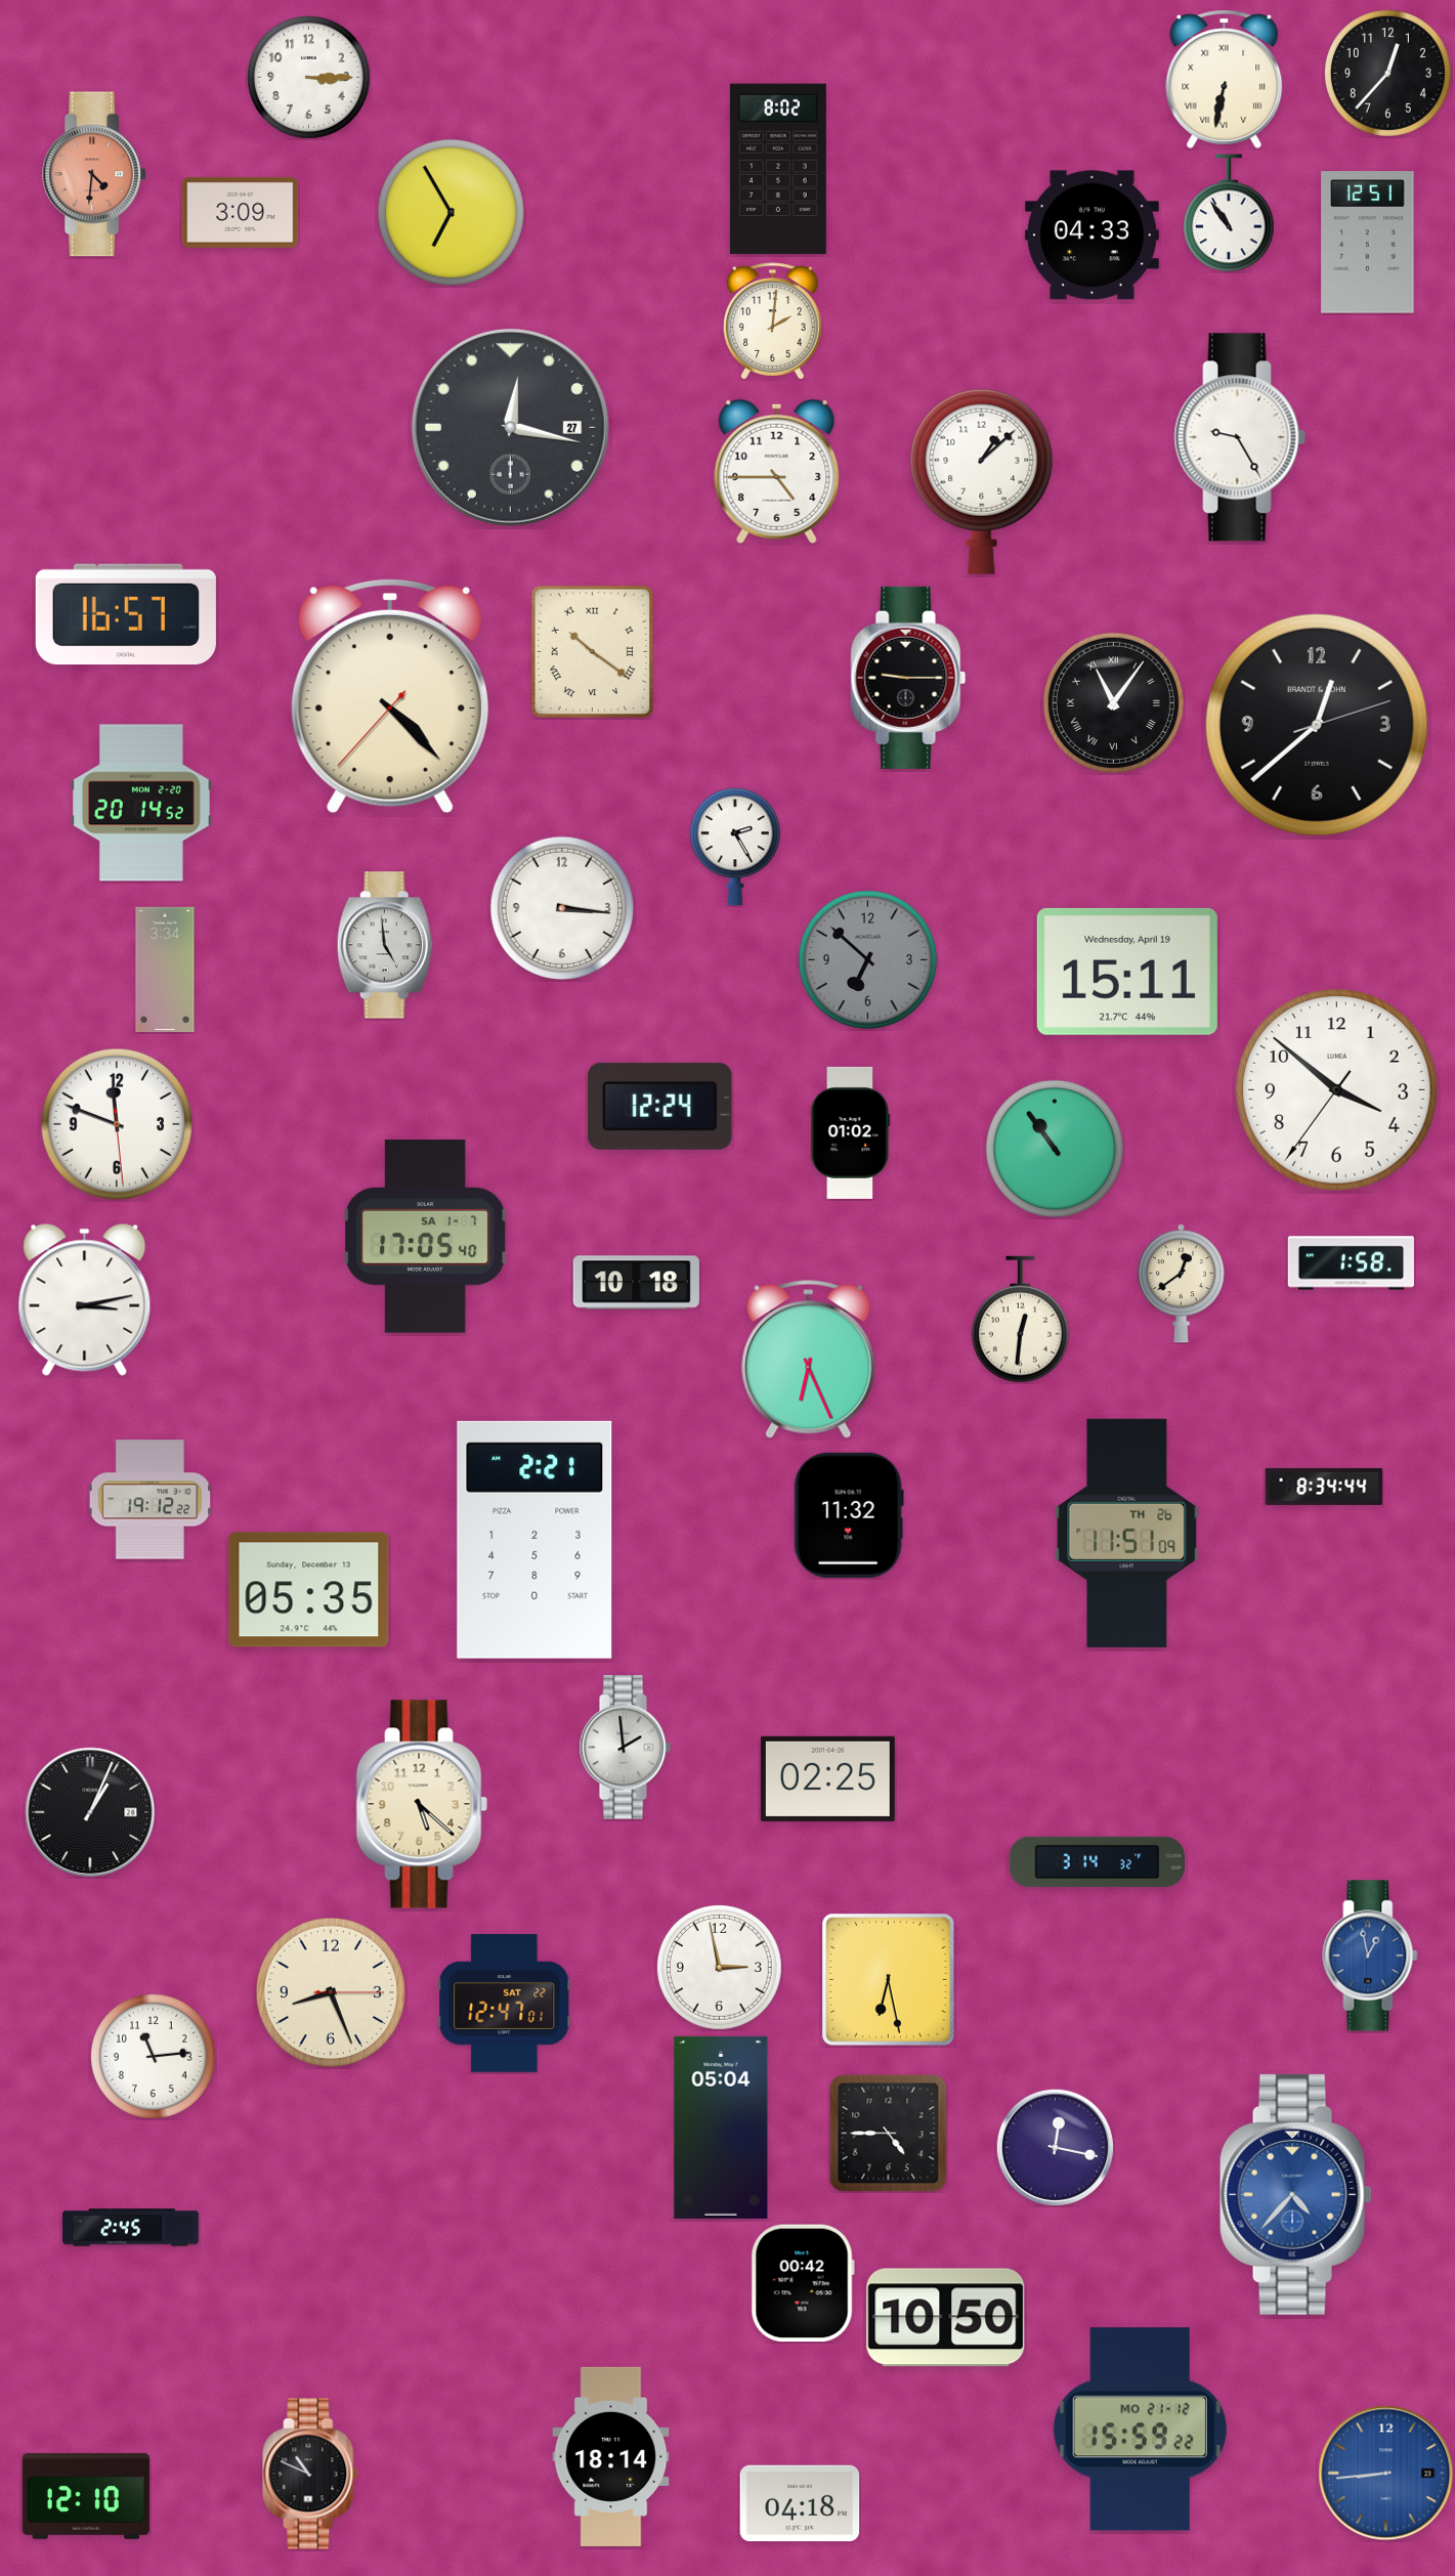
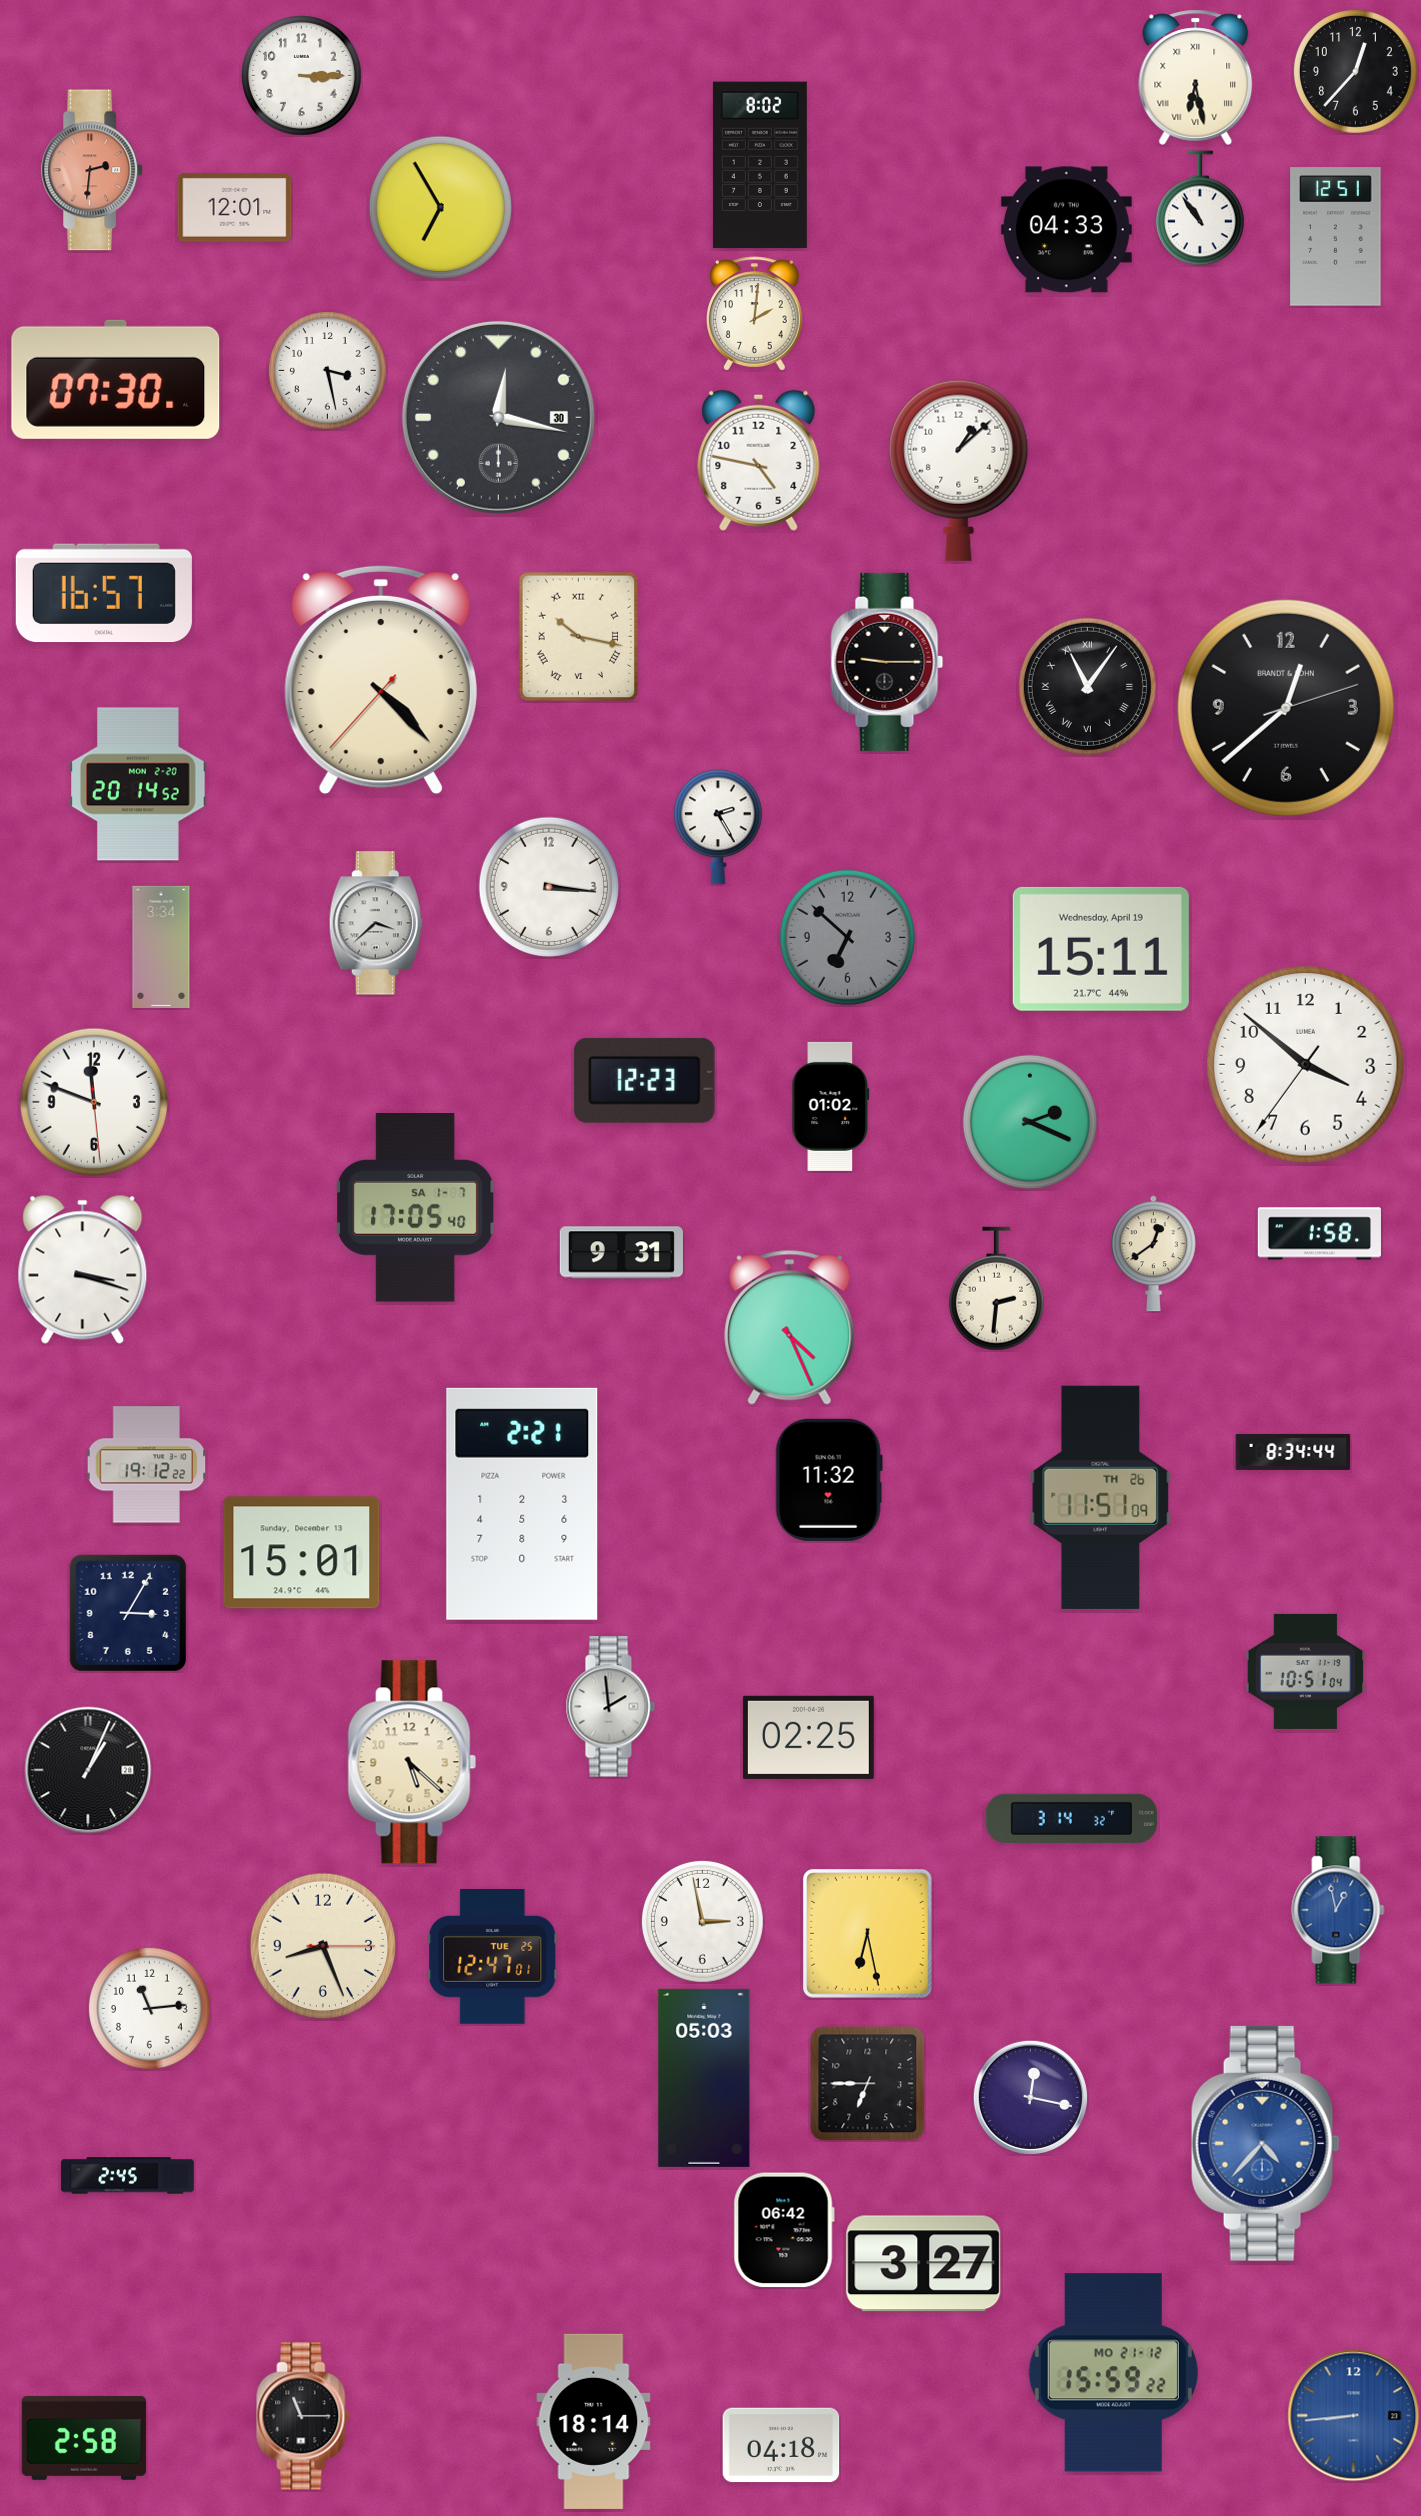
clock at (1225, 79): 6:32 -> 6:28
clock at (95, 174): 4:31 -> 2:31
clock at (241, 212): 3:09 -> 12:01
clock at (328, 371): none -> 3:28
clock at (116, 379): none -> 07:30
clock at (510, 427) date: 27 -> 30
clock at (1240, 437): 9:25 -> none
clock at (777, 471): 4:45 -> 4:47
clock at (126, 614) position: (126, 614) -> (104, 593)
clock at (593, 652): 10:21 -> 10:17
clock at (385, 945): 4:59 -> 3:38
clock at (660, 1106): 12:24 -> 12:23
clock at (117, 1124) position: (117, 1124) -> (94, 1102)
clock at (1055, 1149): 10:54 -> 2:19
clock at (636, 1283): 10:18 -> 9:31
clock at (85, 1299): 3:13 -> 3:18
clock at (1020, 1320): 12:31 -> 2:31
clock at (809, 1359): 6:26 -> 4:26
clock at (309, 1590): 05:35 -> 15:01
clock at (127, 1613): none -> 3:05
clock at (1306, 1671): none -> 10:51
clock at (505, 2004) date: SAT 22 -> TUE 25
clock at (721, 2128): 05:04 -> 05:03
clock at (889, 2134): 4:45 -> 6:45
clock at (803, 2283): 00:42 -> 06:42
clock at (946, 2318): 10:50 -> 3:27
clock at (611, 2456) position: (611, 2456) -> (594, 2421)
clock at (310, 2474): 10:49 -> 11:15
clock at (86, 2496): 12:10 -> 2:58
